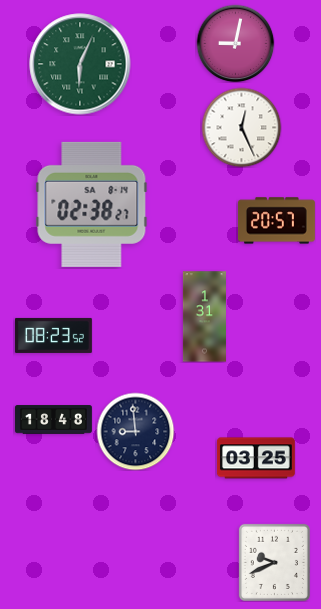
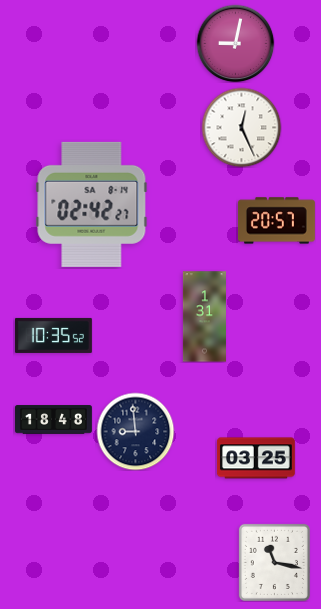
clock at (80, 64): 6:04 -> none
clock at (92, 204): 02:38 -> 02:42
clock at (53, 335): 08:23 -> 10:35
clock at (274, 562): 9:41 -> 11:17
